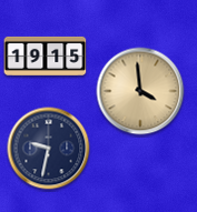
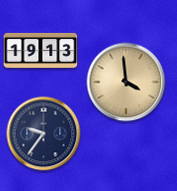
clock at (46, 55): 19:15 -> 19:13
clock at (49, 149): 9:32 -> 9:36
